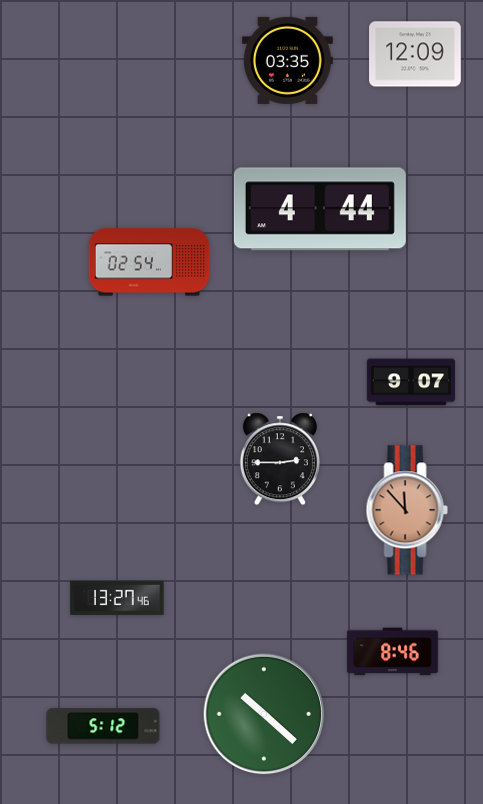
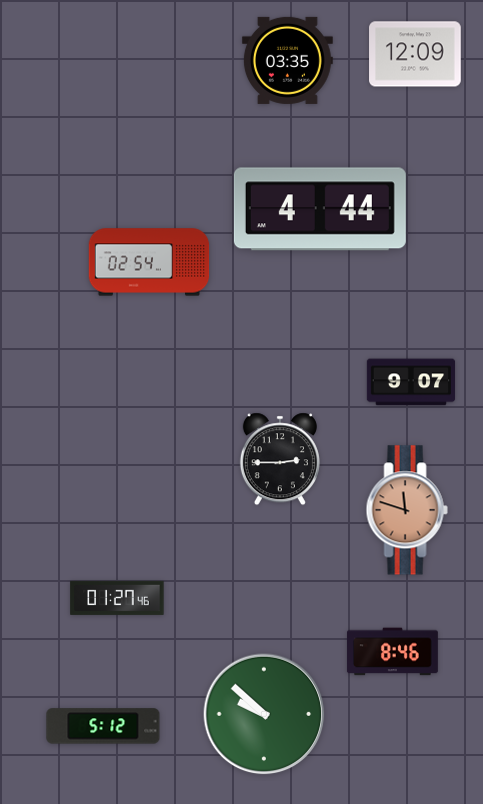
clock at (407, 510): 11:53 -> 11:48
clock at (117, 598): 13:27 -> 01:27
clock at (264, 714): 10:22 -> 9:52
